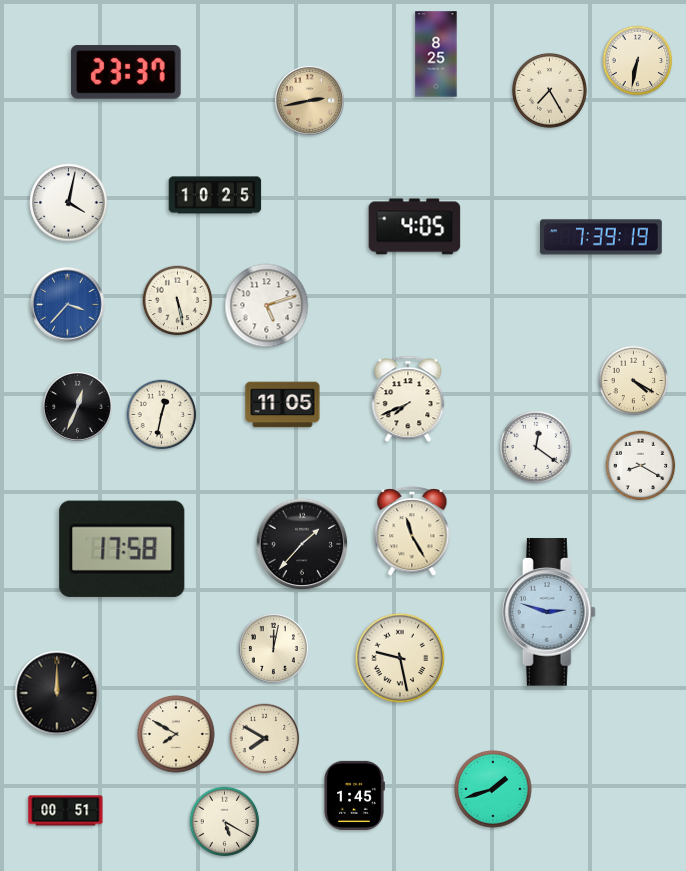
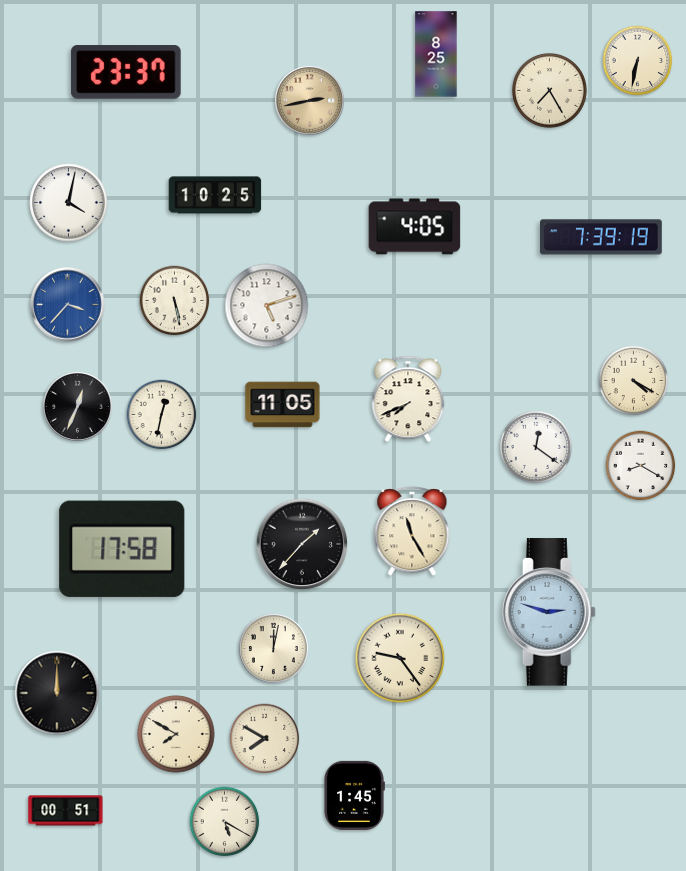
clock at (178, 301) position: (178, 301) -> (175, 301)
clock at (400, 658): 9:28 -> 9:24
clock at (493, 789): 1:42 -> none
